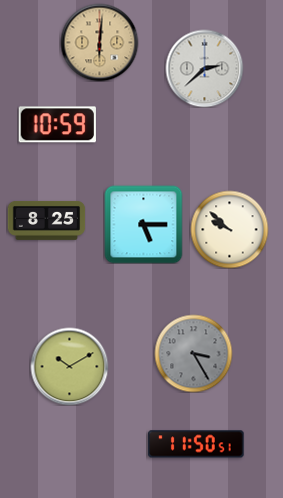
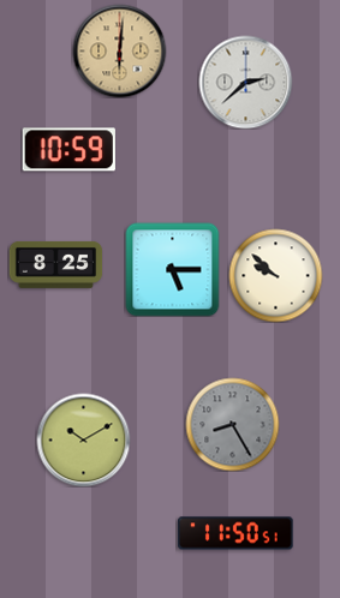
clock at (193, 353): 3:25 -> 8:25
